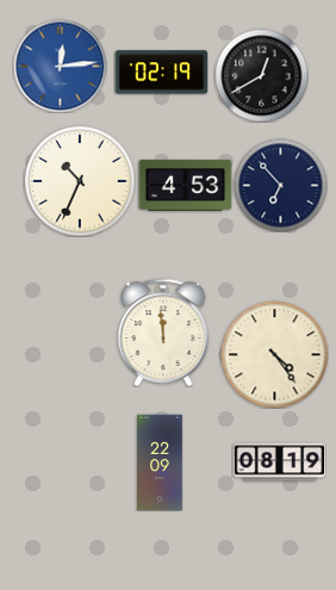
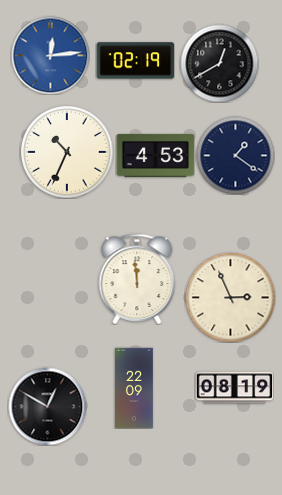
clock at (280, 185): 6:53 -> 1:21
clock at (274, 354): 4:24 -> 2:56
clock at (47, 406): none -> 12:50
